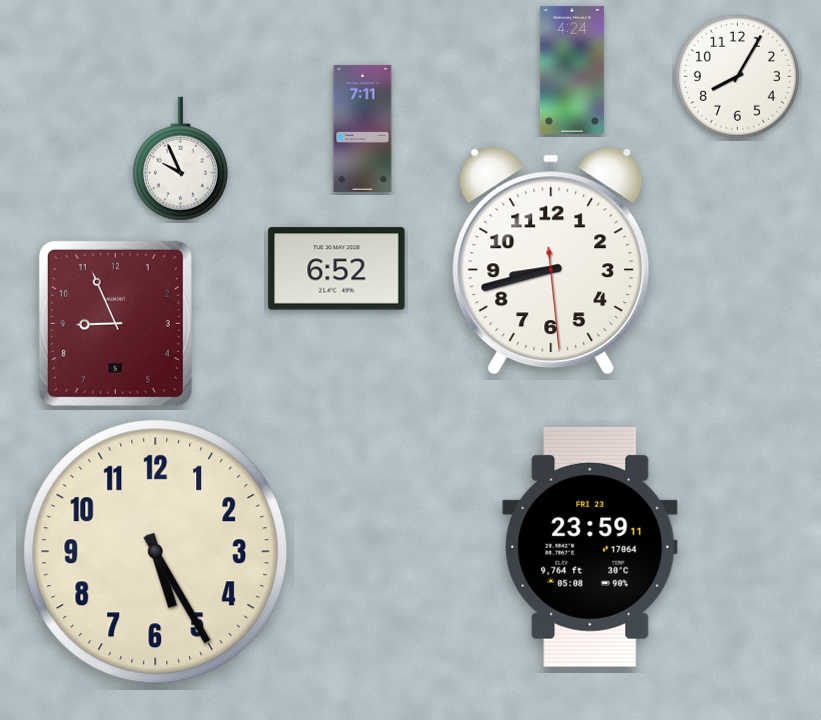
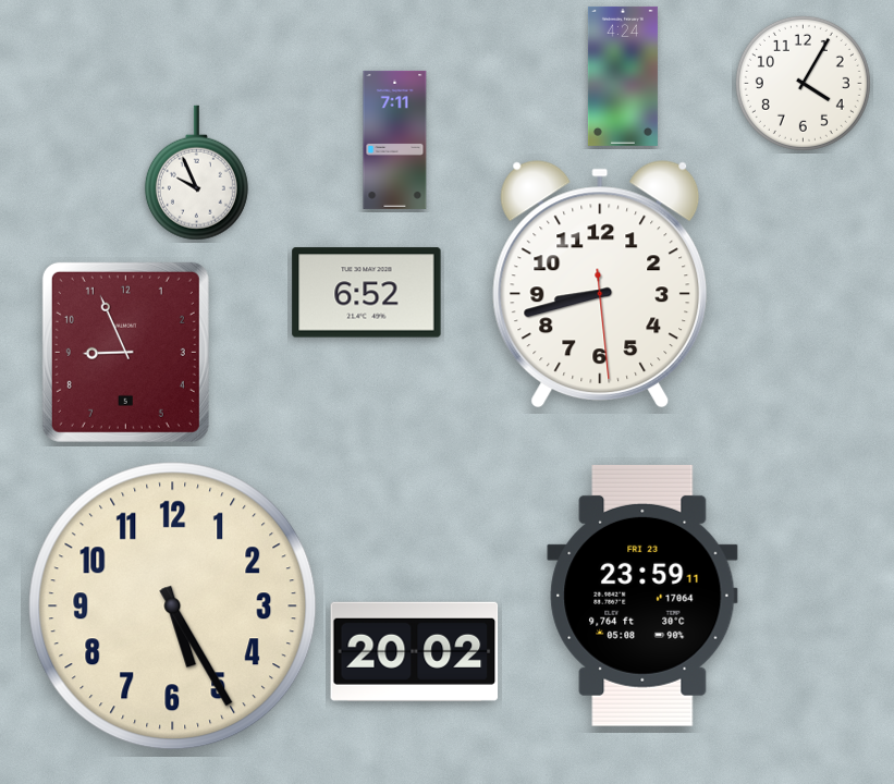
clock at (737, 76): 8:05 -> 4:05
clock at (156, 552) position: (156, 552) -> (173, 607)
clock at (415, 651): none -> 20:02
